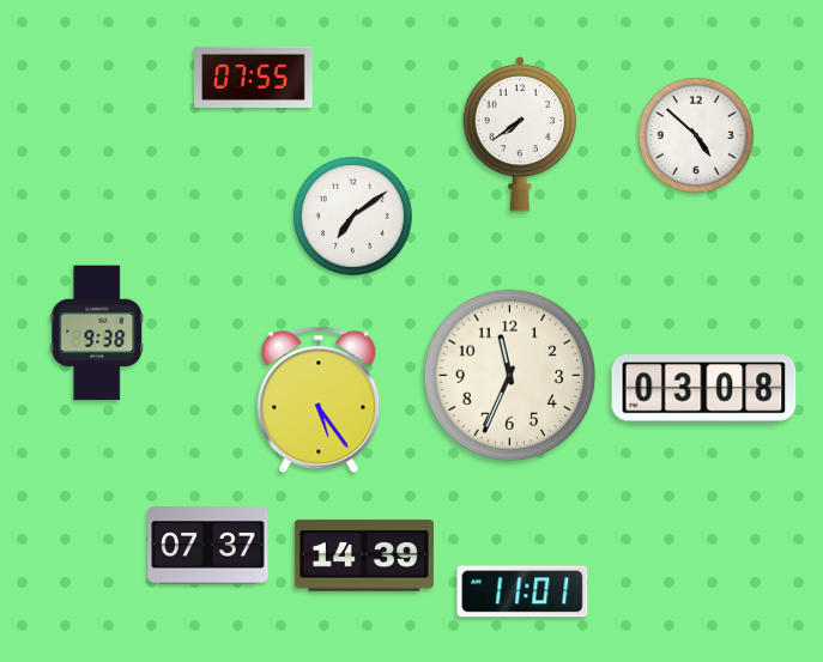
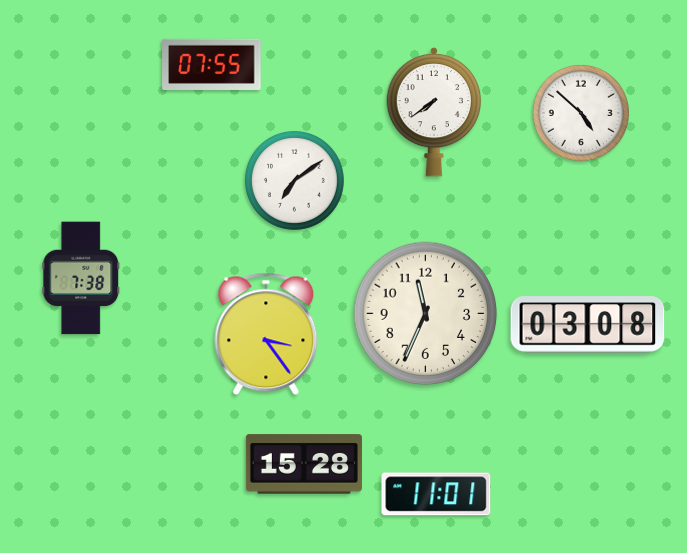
clock at (97, 333): 9:38 -> 7:38
clock at (319, 400): 5:24 -> 3:24
clock at (208, 546): 07:37 -> none
clock at (364, 555): 14:39 -> 15:28
